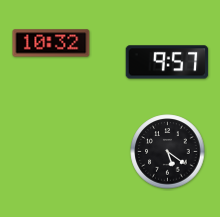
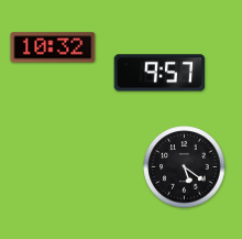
clock at (51, 43) position: (51, 43) -> (53, 47)
clock at (167, 62) position: (167, 62) -> (159, 73)
